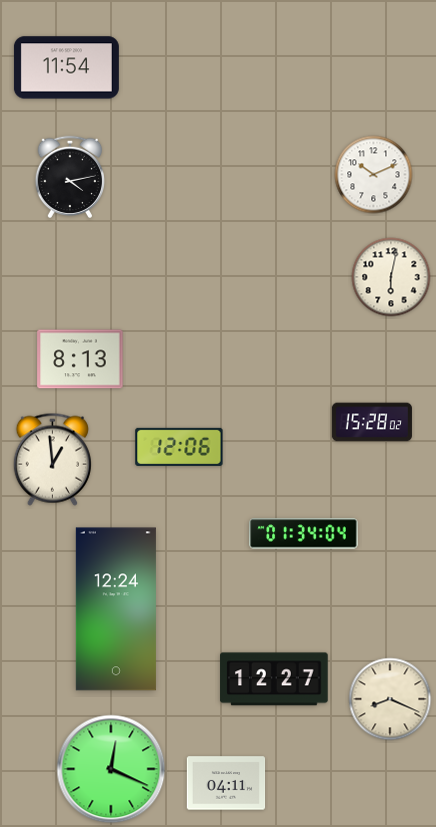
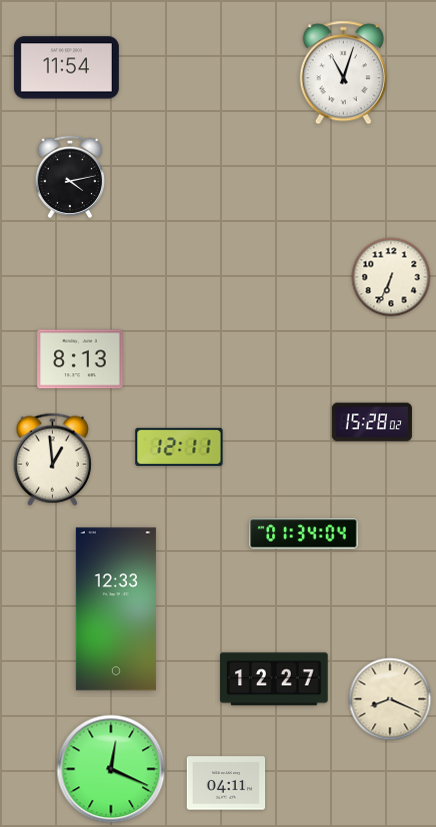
clock at (343, 73): none -> 11:03
clock at (374, 175): 10:11 -> none
clock at (391, 277): 6:02 -> 6:34
clock at (179, 447): 12:06 -> 12:11
clock at (116, 609): 12:24 -> 12:33
